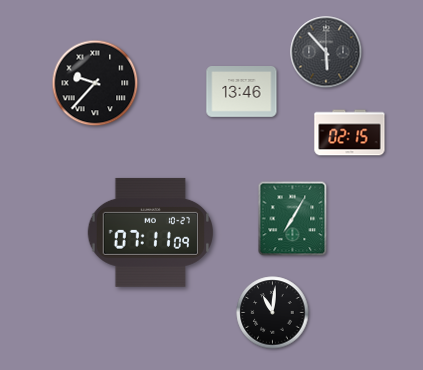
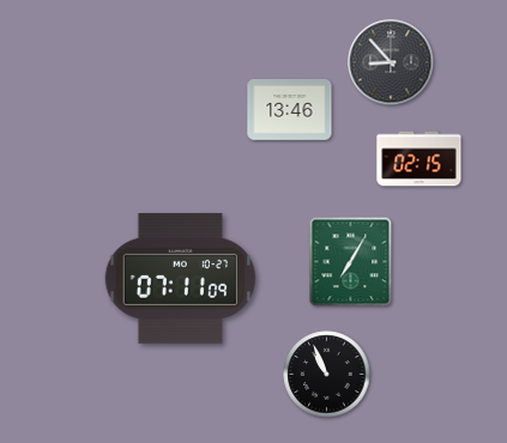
clock at (326, 52): 5:53 -> 8:53
clock at (95, 83): 9:37 -> none
clock at (273, 313): 11:01 -> 10:56
